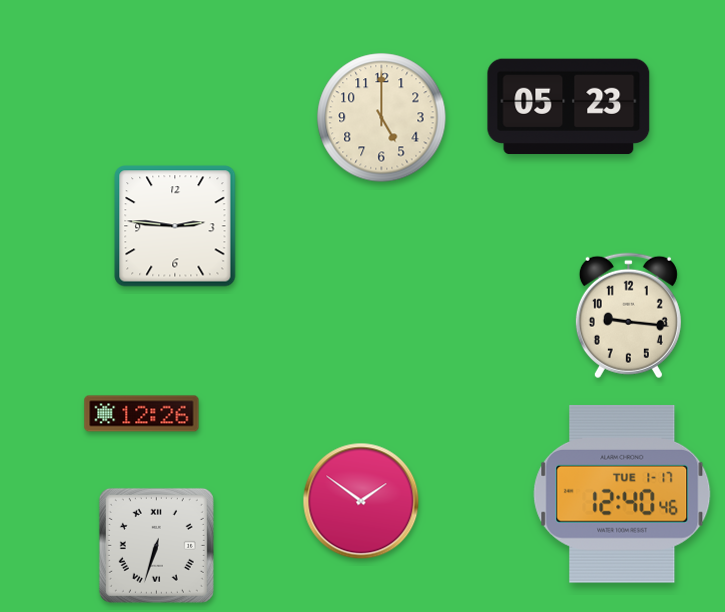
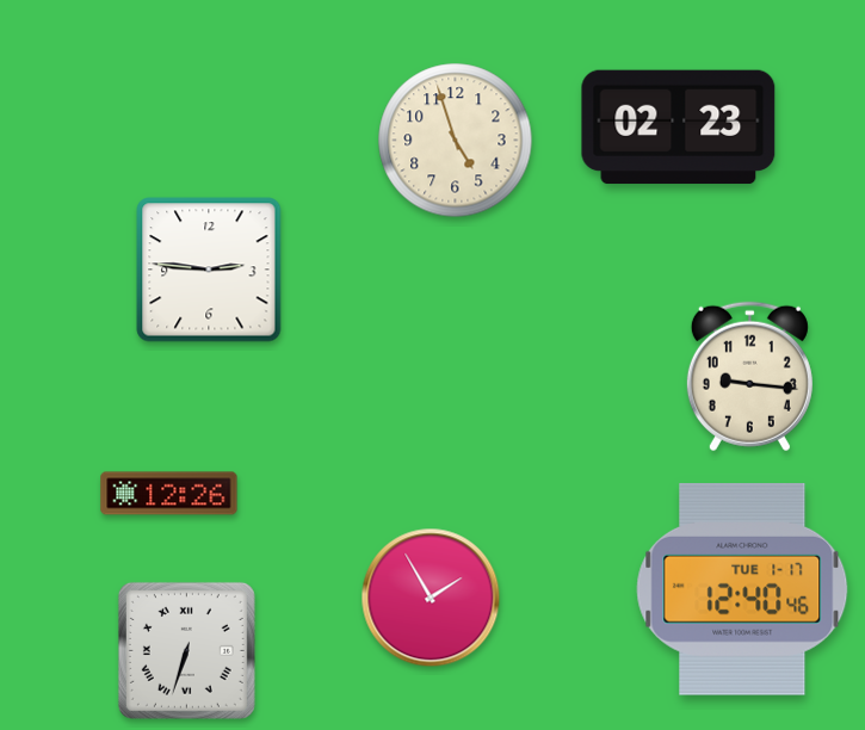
clock at (569, 107): 05:23 -> 02:23
clock at (382, 118): 5:00 -> 4:57
clock at (361, 501): 1:51 -> 1:55
